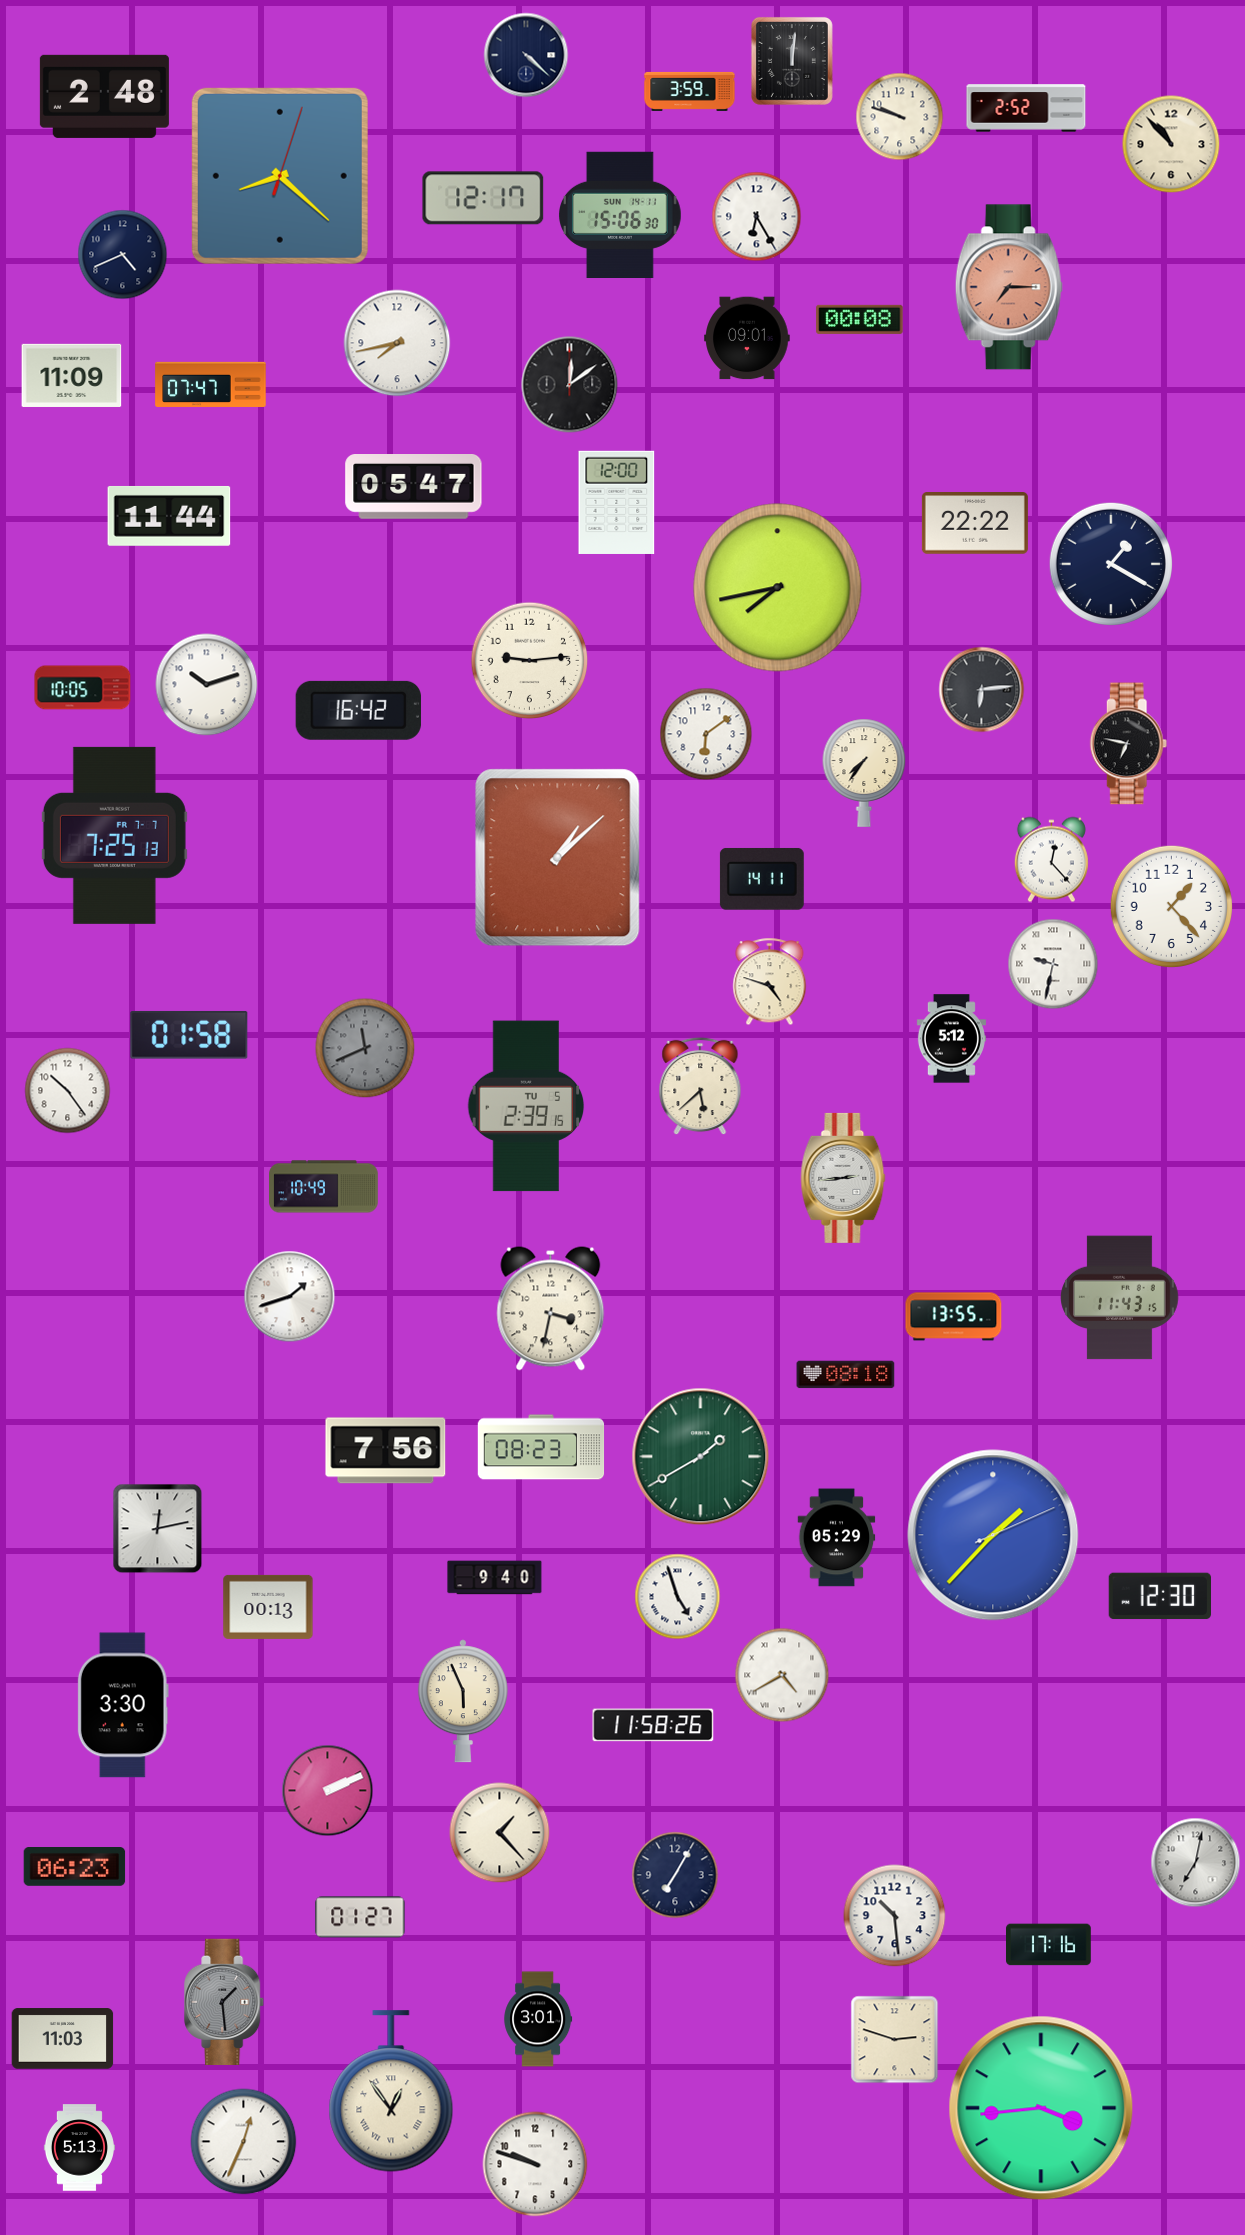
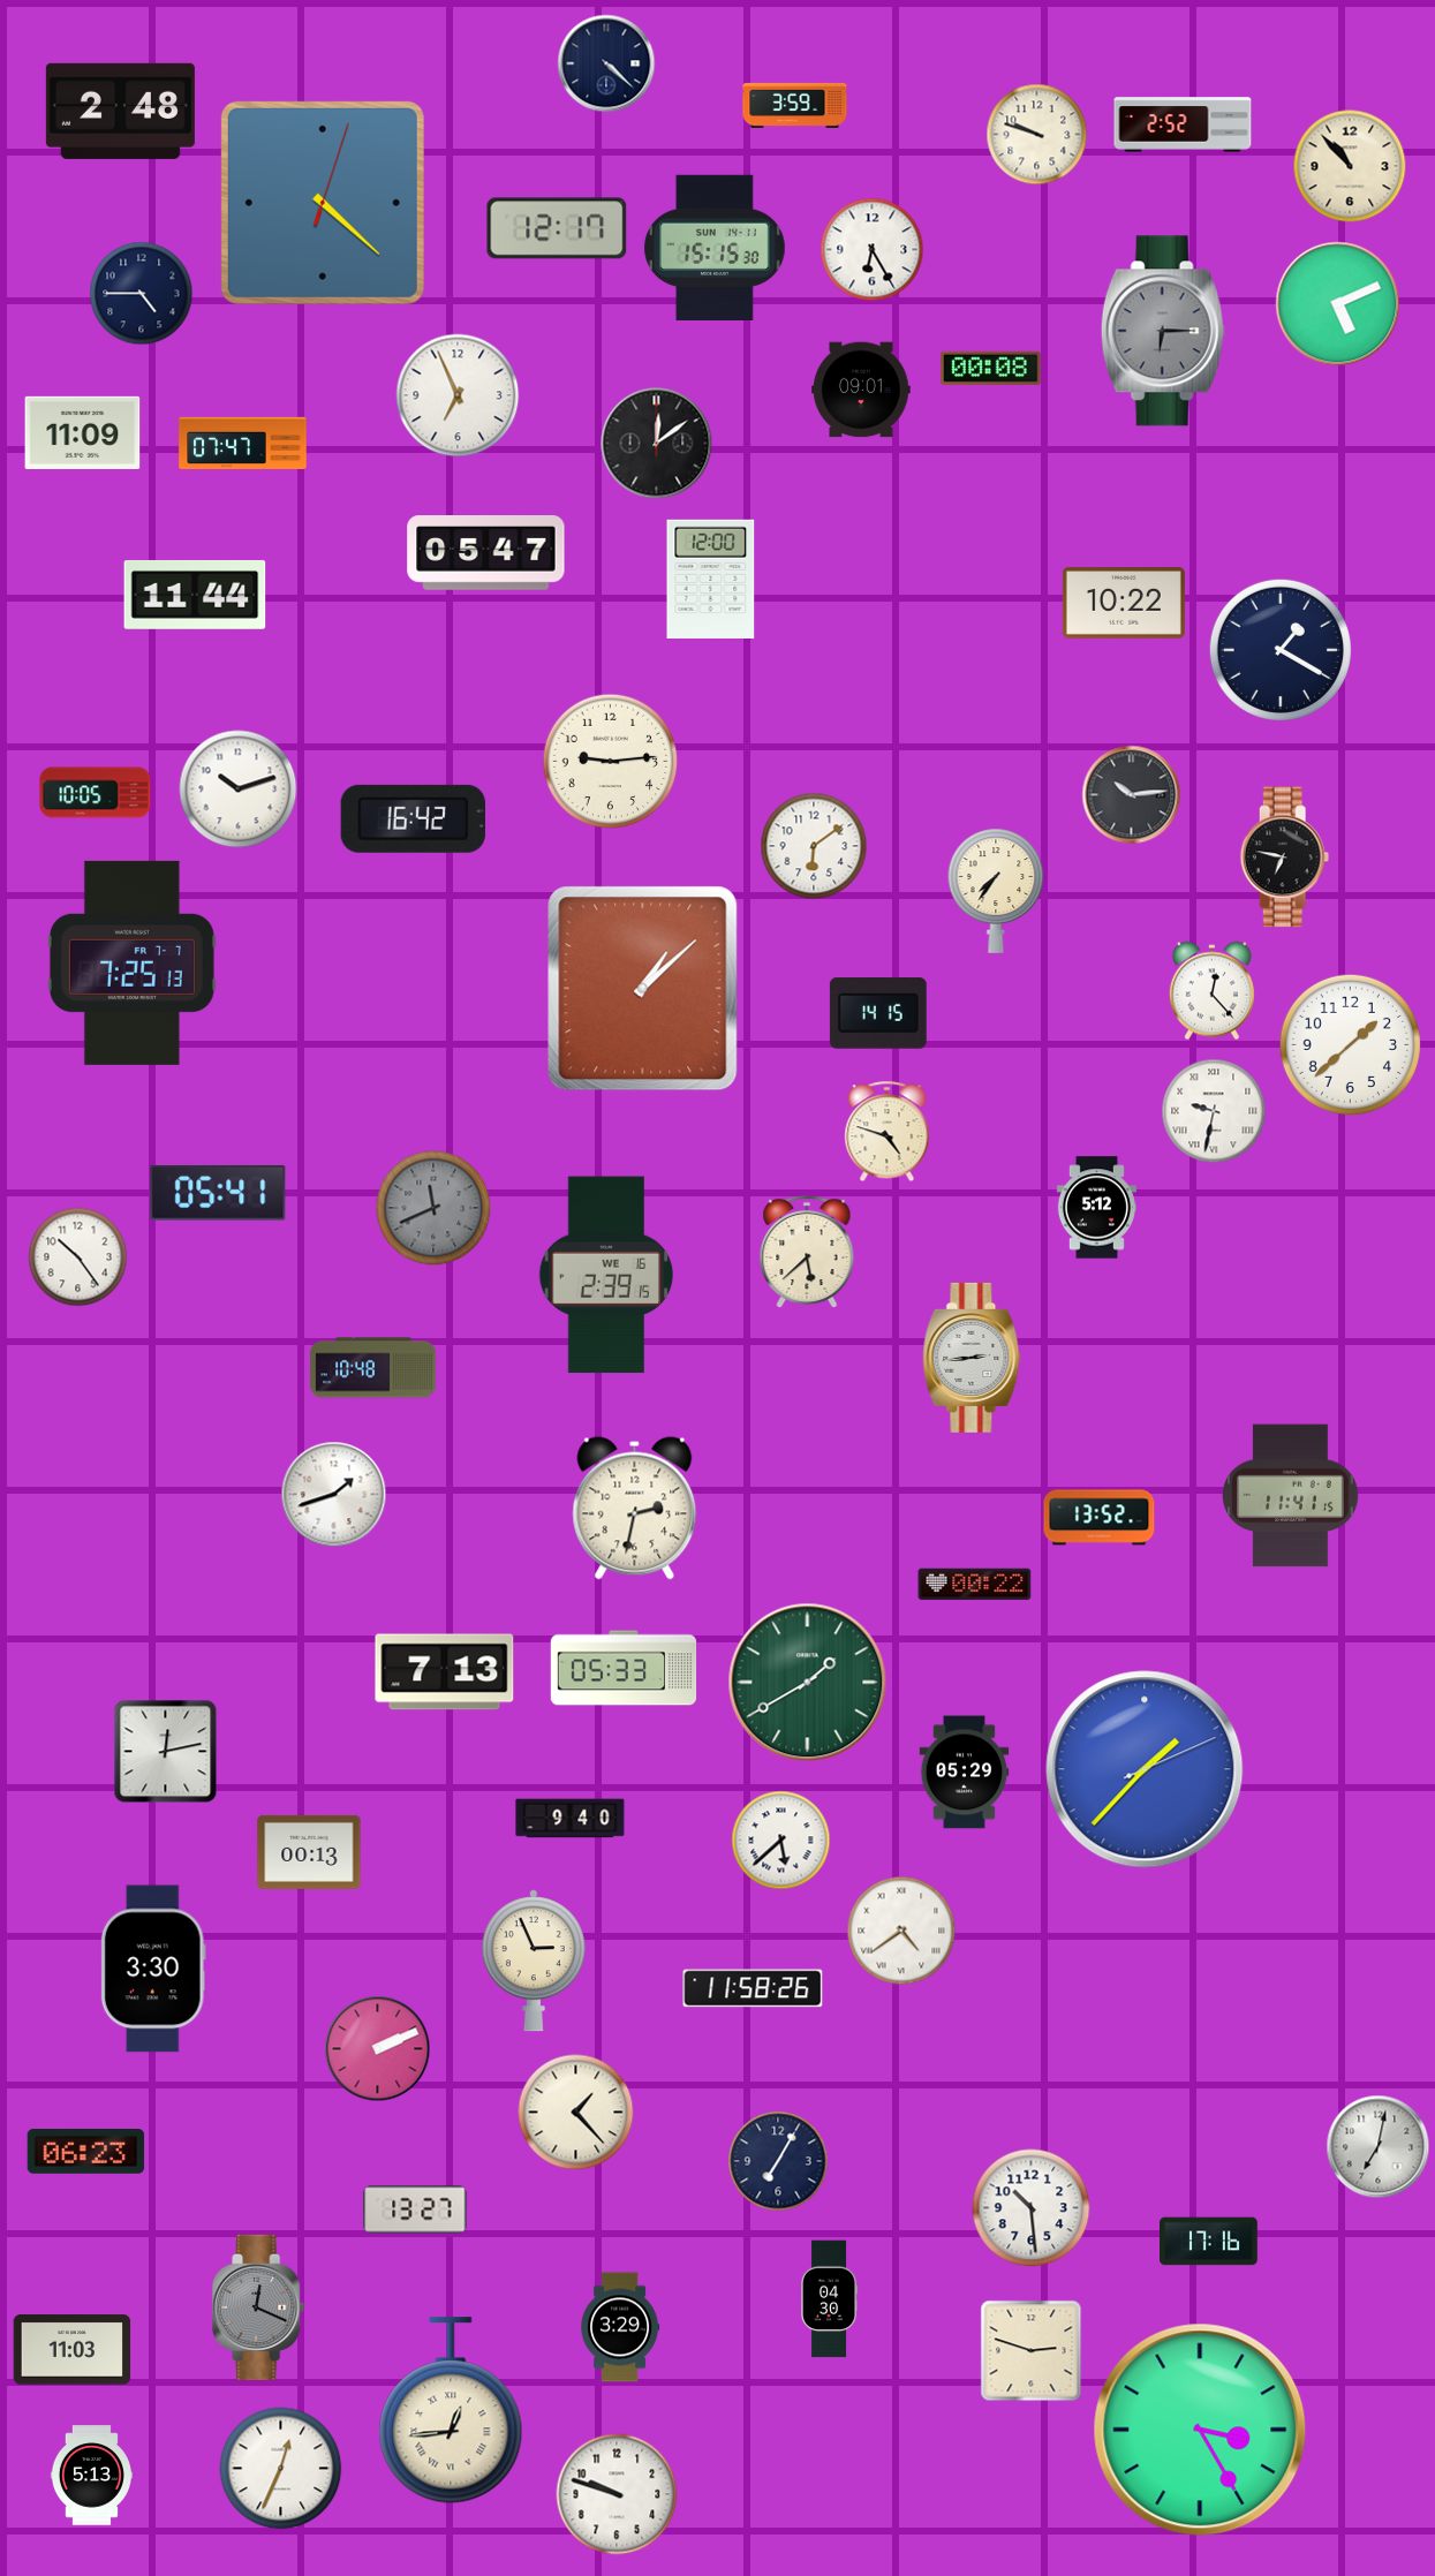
clock at (792, 61): 12:01 -> none
clock at (280, 176): 8:22 -> 4:22
clock at (621, 214): 15:06 -> 15:15
clock at (123, 255): 4:41 -> 4:45
clock at (1338, 304): none -> 5:11
clock at (1009, 287): 7:15 -> 6:15
clock at (1009, 287) dial: salmon -> grey
clock at (397, 343): 7:43 -> 6:56
clock at (414, 487) position: (414, 487) -> (486, 553)
clock at (975, 524): 22:22 -> 10:22
clock at (778, 588): 7:43 -> none
clock at (982, 690): 6:14 -> 10:14
clock at (1129, 744) position: (1129, 744) -> (1285, 858)
clock at (762, 879): 14:11 -> 14:15
clock at (1171, 906): 1:23 -> 1:38
clock at (189, 1035): 01:58 -> 05:41
clock at (951, 1039) position: (951, 1039) -> (1096, 1208)
clock at (365, 1048) position: (365, 1048) -> (433, 1208)
clock at (526, 1106) date: TU 5 -> WE 16
clock at (324, 1187): 10:49 -> 10:48
clock at (1120, 1298): 11:43 -> 11:41
clock at (551, 1309): 3:32 -> 2:32
clock at (954, 1317): 13:55 -> 13:52
clock at (846, 1375): 08:18 -> 00:22
clock at (541, 1447): 08:23 -> 05:33
clock at (386, 1451): 7:56 -> 7:13
clock at (701, 1457) position: (701, 1457) -> (808, 1683)
clock at (158, 1529) position: (158, 1529) -> (166, 1752)
clock at (1159, 1596): 12:30 -> none
clock at (678, 1597): 4:57 -> 5:38
clock at (782, 1675): 4:40 -> 4:39
clock at (463, 1701): 5:56 -> 2:56
clock at (123, 1705) position: (123, 1705) -> (153, 1969)
clock at (328, 1791) position: (328, 1791) -> (378, 2049)
clock at (360, 1917): 01:27 -> 13:27
clock at (830, 2299): none -> 04:30
clock at (225, 2001): 1:29 -> 12:19
clock at (538, 2019): 3:01 -> 3:29
clock at (391, 2091): 12:54 -> 12:44
clock at (1041, 2108): 3:44 -> 3:25
